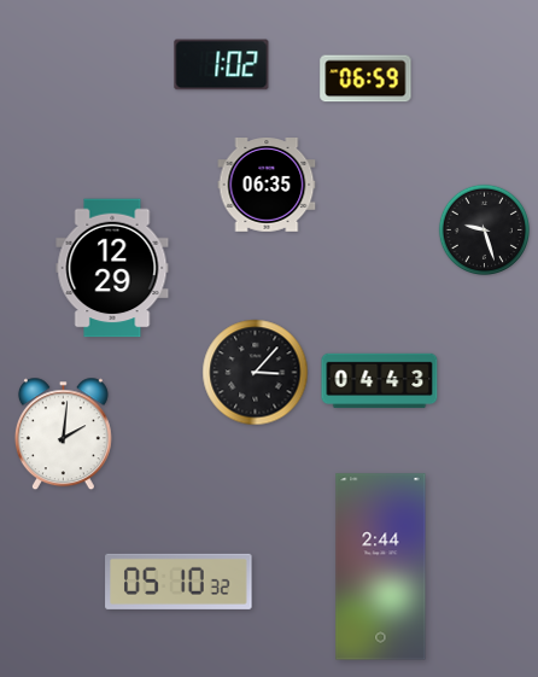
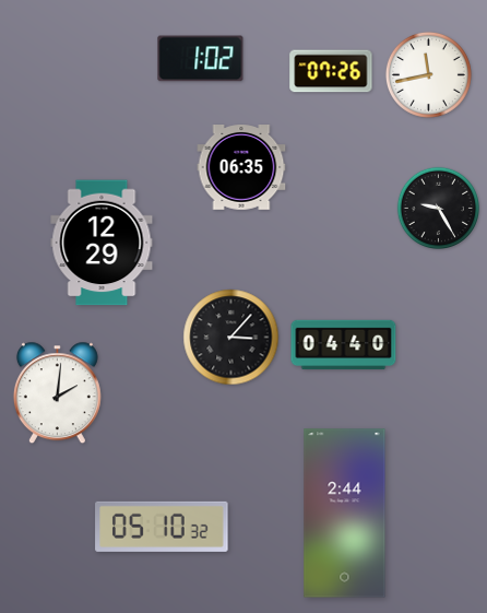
clock at (366, 78): 06:59 -> 07:26
clock at (428, 74): none -> 11:43
clock at (484, 229): 9:27 -> 9:25
clock at (380, 381): 04:43 -> 04:40
